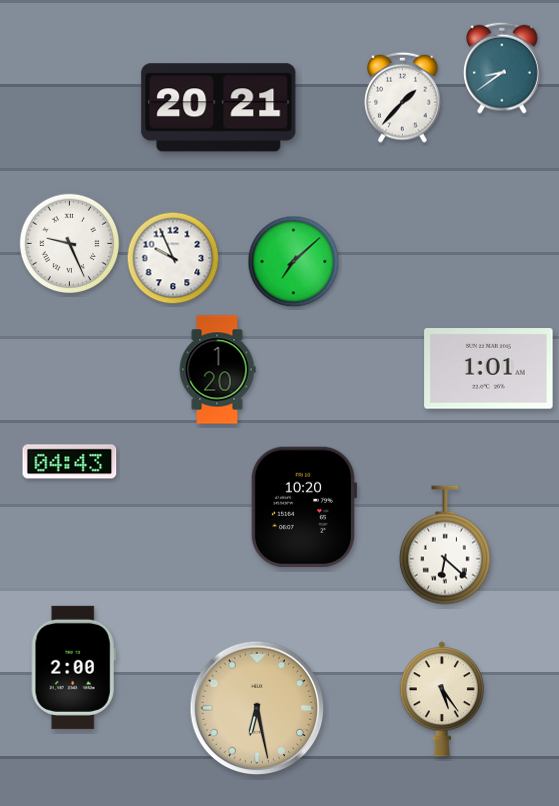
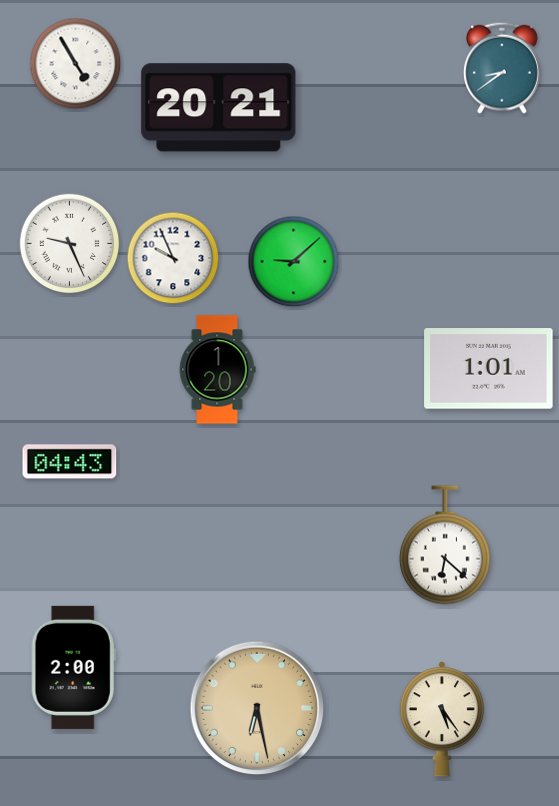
clock at (76, 64): none -> 4:55
clock at (403, 97): 1:37 -> none
clock at (294, 262): 7:08 -> 9:08
clock at (304, 507): 10:20 -> none
clock at (442, 699) position: (442, 699) -> (442, 719)
